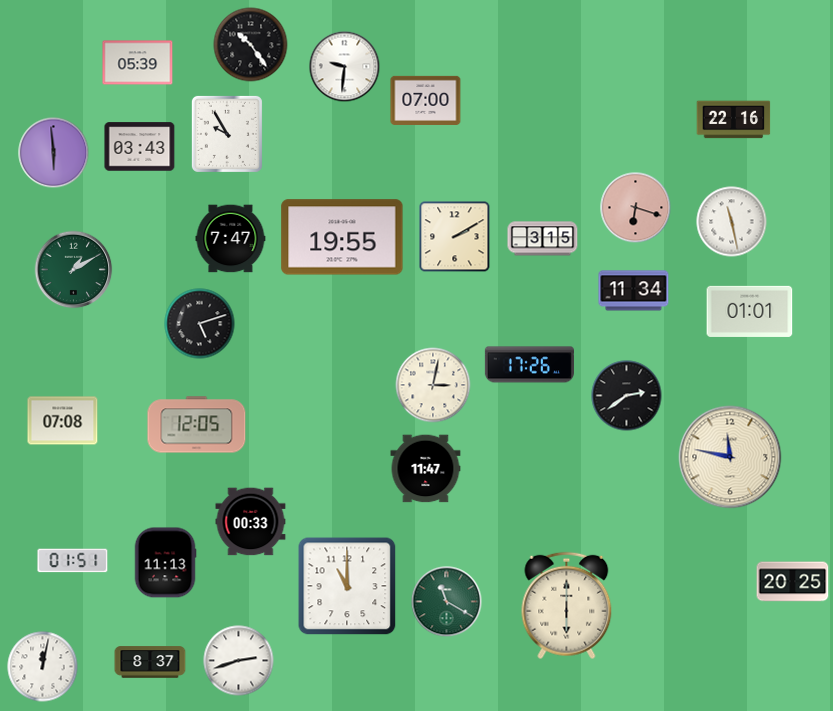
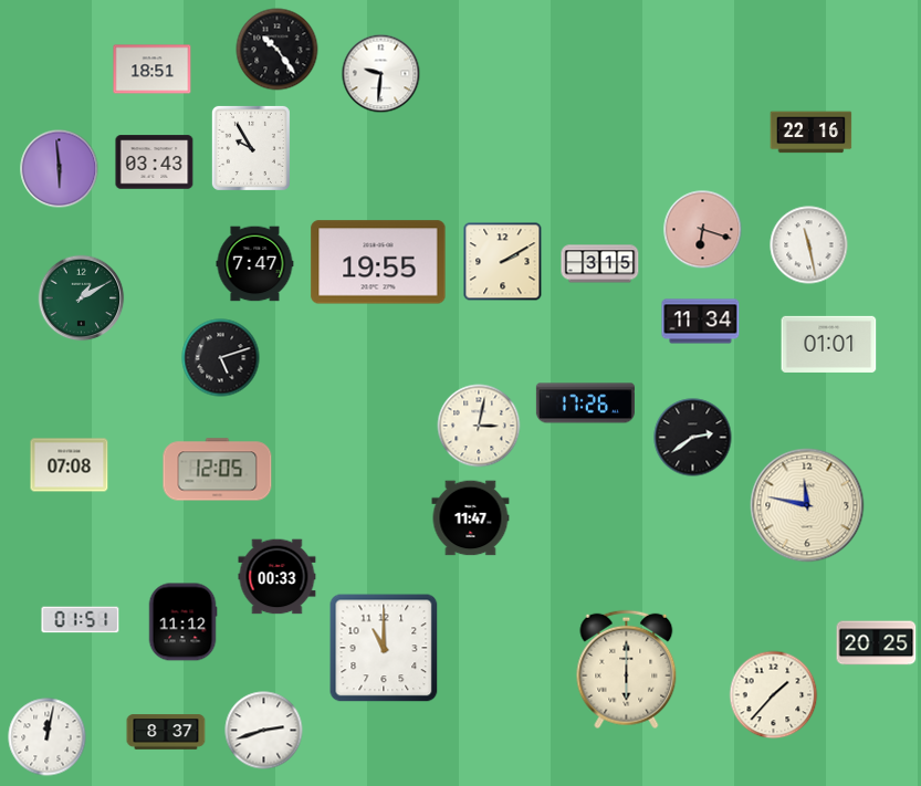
clock at (138, 63): 05:39 -> 18:51
clock at (426, 100): 07:00 -> none
clock at (165, 563): 11:13 -> 11:12
clock at (447, 602): 11:20 -> none
clock at (774, 695): none -> 1:37
